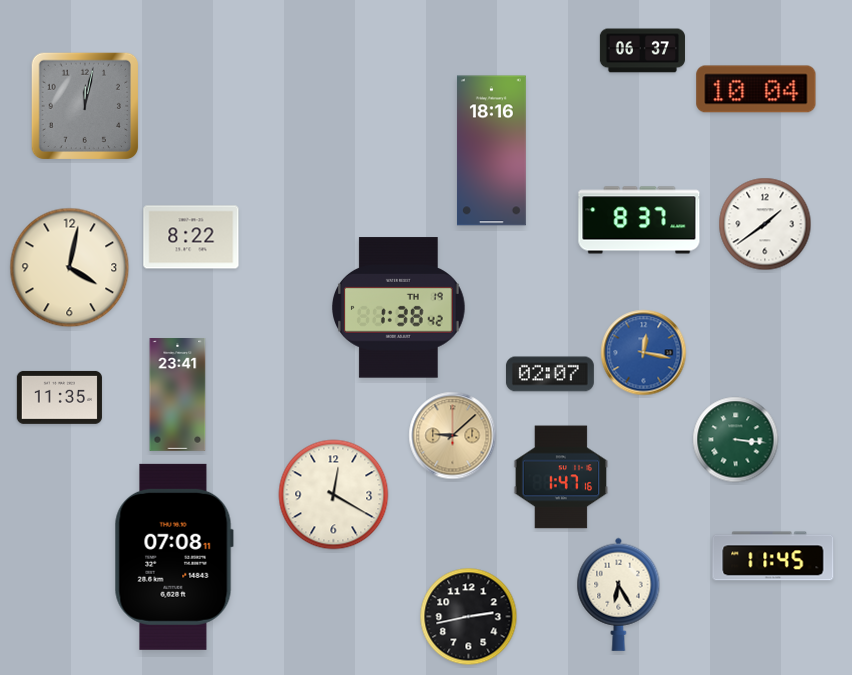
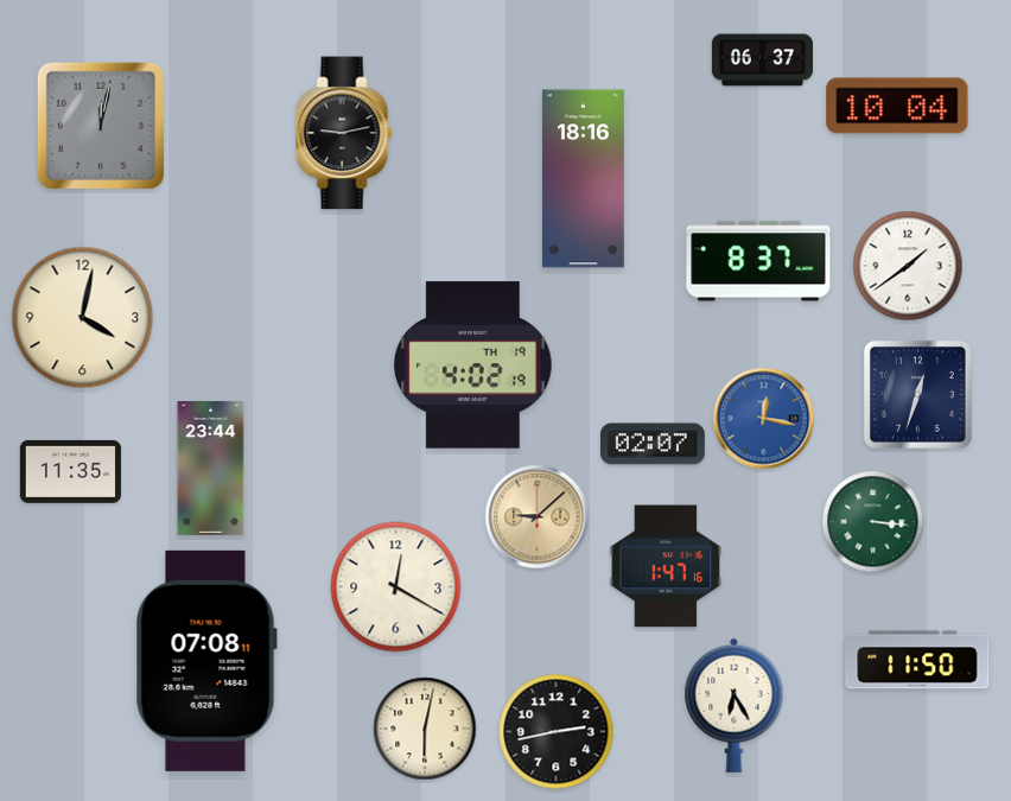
clock at (344, 133): none -> 9:13
clock at (191, 237): 8:22 -> none
clock at (399, 308): 1:38 -> 4:02
clock at (917, 394): none -> 12:33
clock at (178, 395): 23:41 -> 23:44
clock at (773, 556): 11:45 -> 11:50
clock at (425, 729): none -> 6:02
